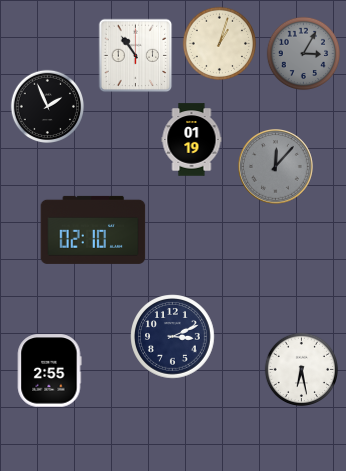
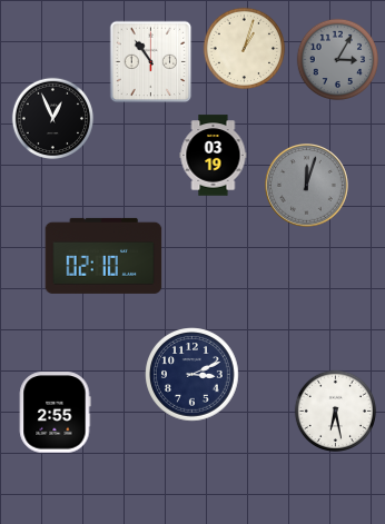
clock at (48, 107): 1:56 -> 12:56
clock at (192, 140): 01:19 -> 03:19
clock at (276, 167): 12:07 -> 12:03
